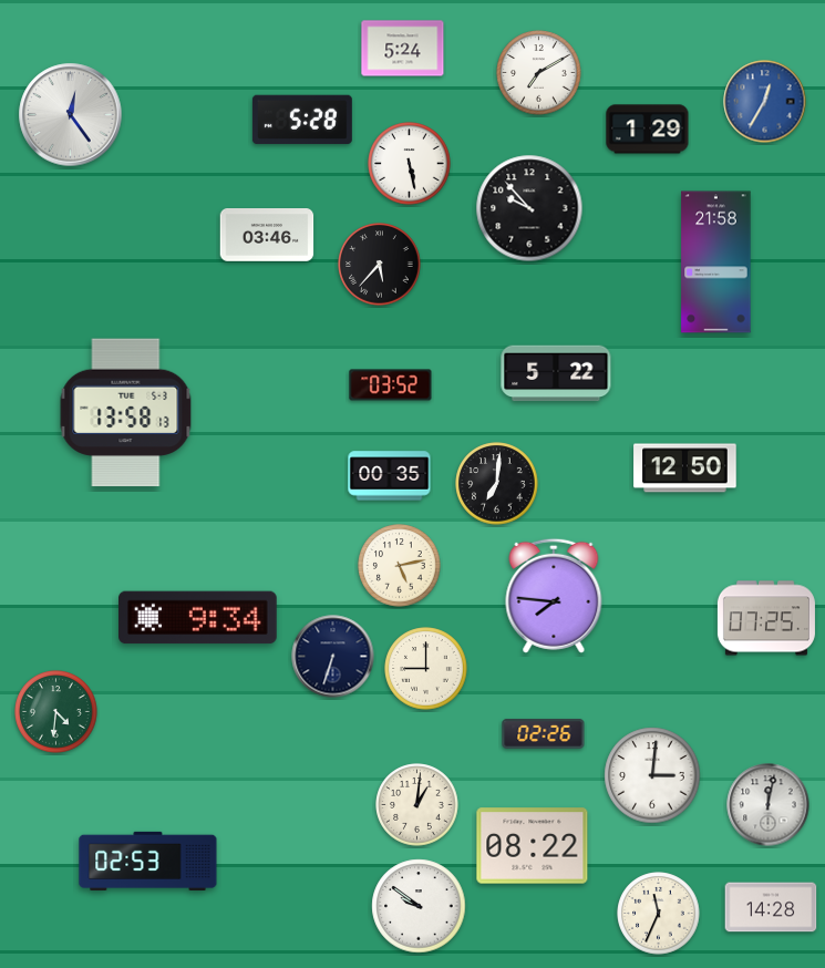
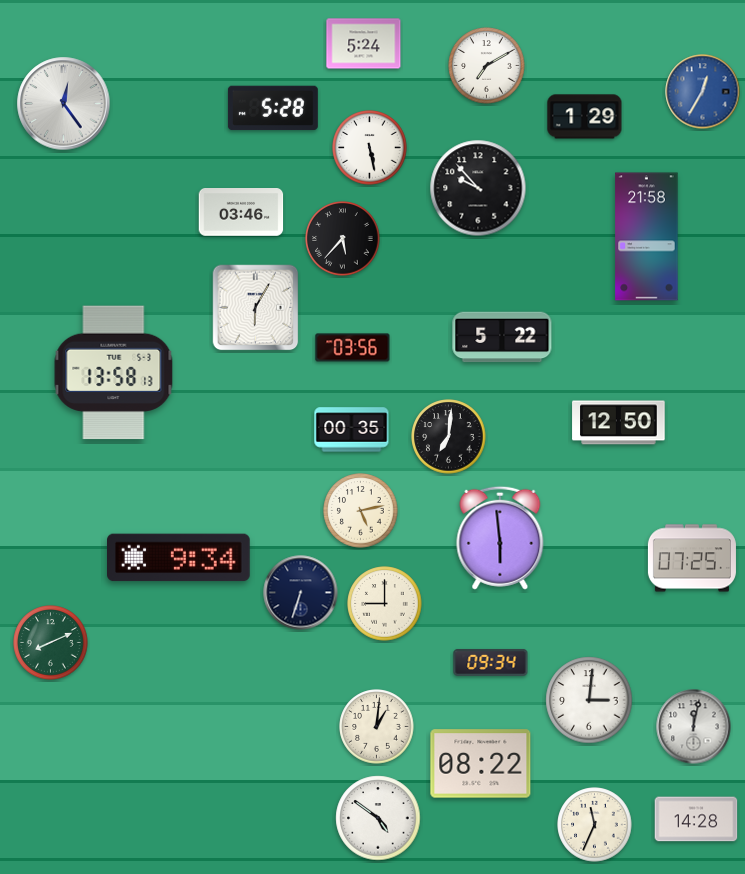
clock at (765, 102) position: (765, 102) -> (703, 92)
clock at (256, 308): none -> 6:05
clock at (391, 385): 03:52 -> 03:56
clock at (554, 596): 7:46 -> 5:59
clock at (56, 712): 4:31 -> 8:11
clock at (544, 733): 02:26 -> 09:34
clock at (148, 861): 02:53 -> none
clock at (419, 906): 9:51 -> 4:51
